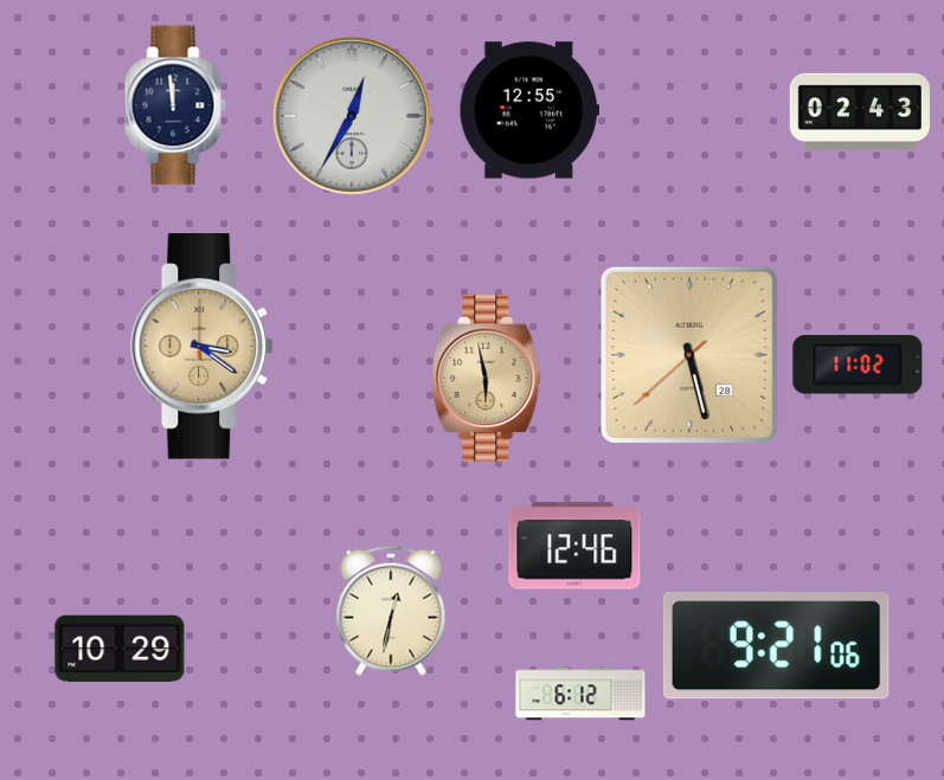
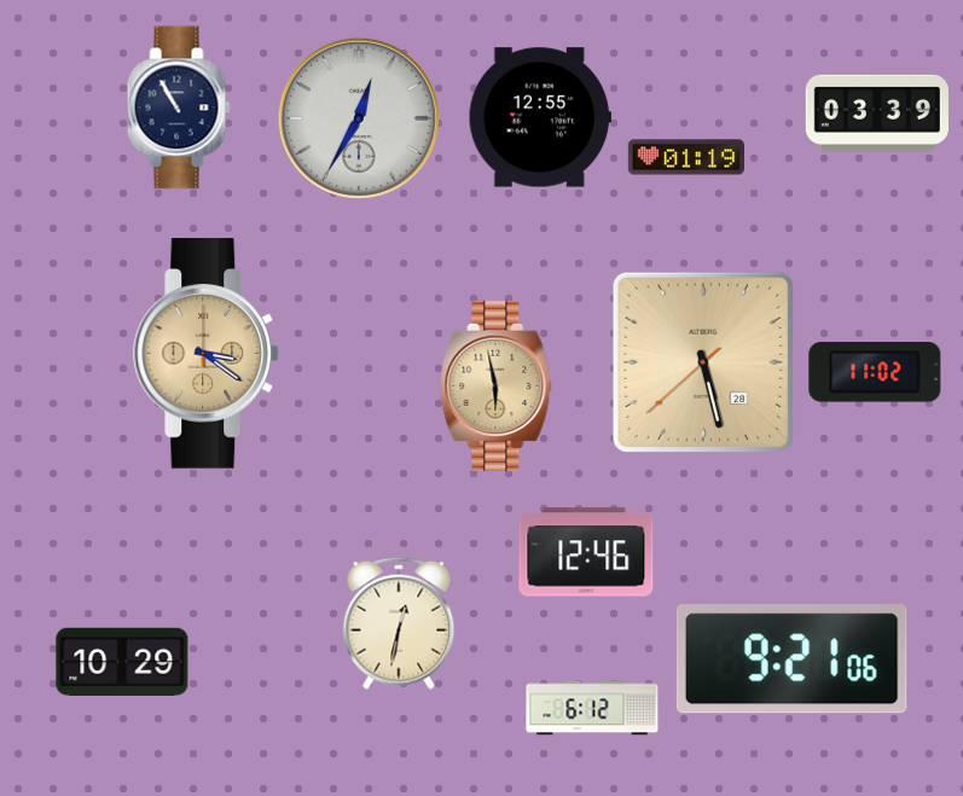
clock at (175, 105): 11:59 -> 10:55
clock at (529, 110) position: (529, 110) -> (540, 117)
clock at (860, 111): 02:43 -> 03:39
clock at (685, 157): none -> 01:19
clock at (574, 546) position: (574, 546) -> (586, 552)
